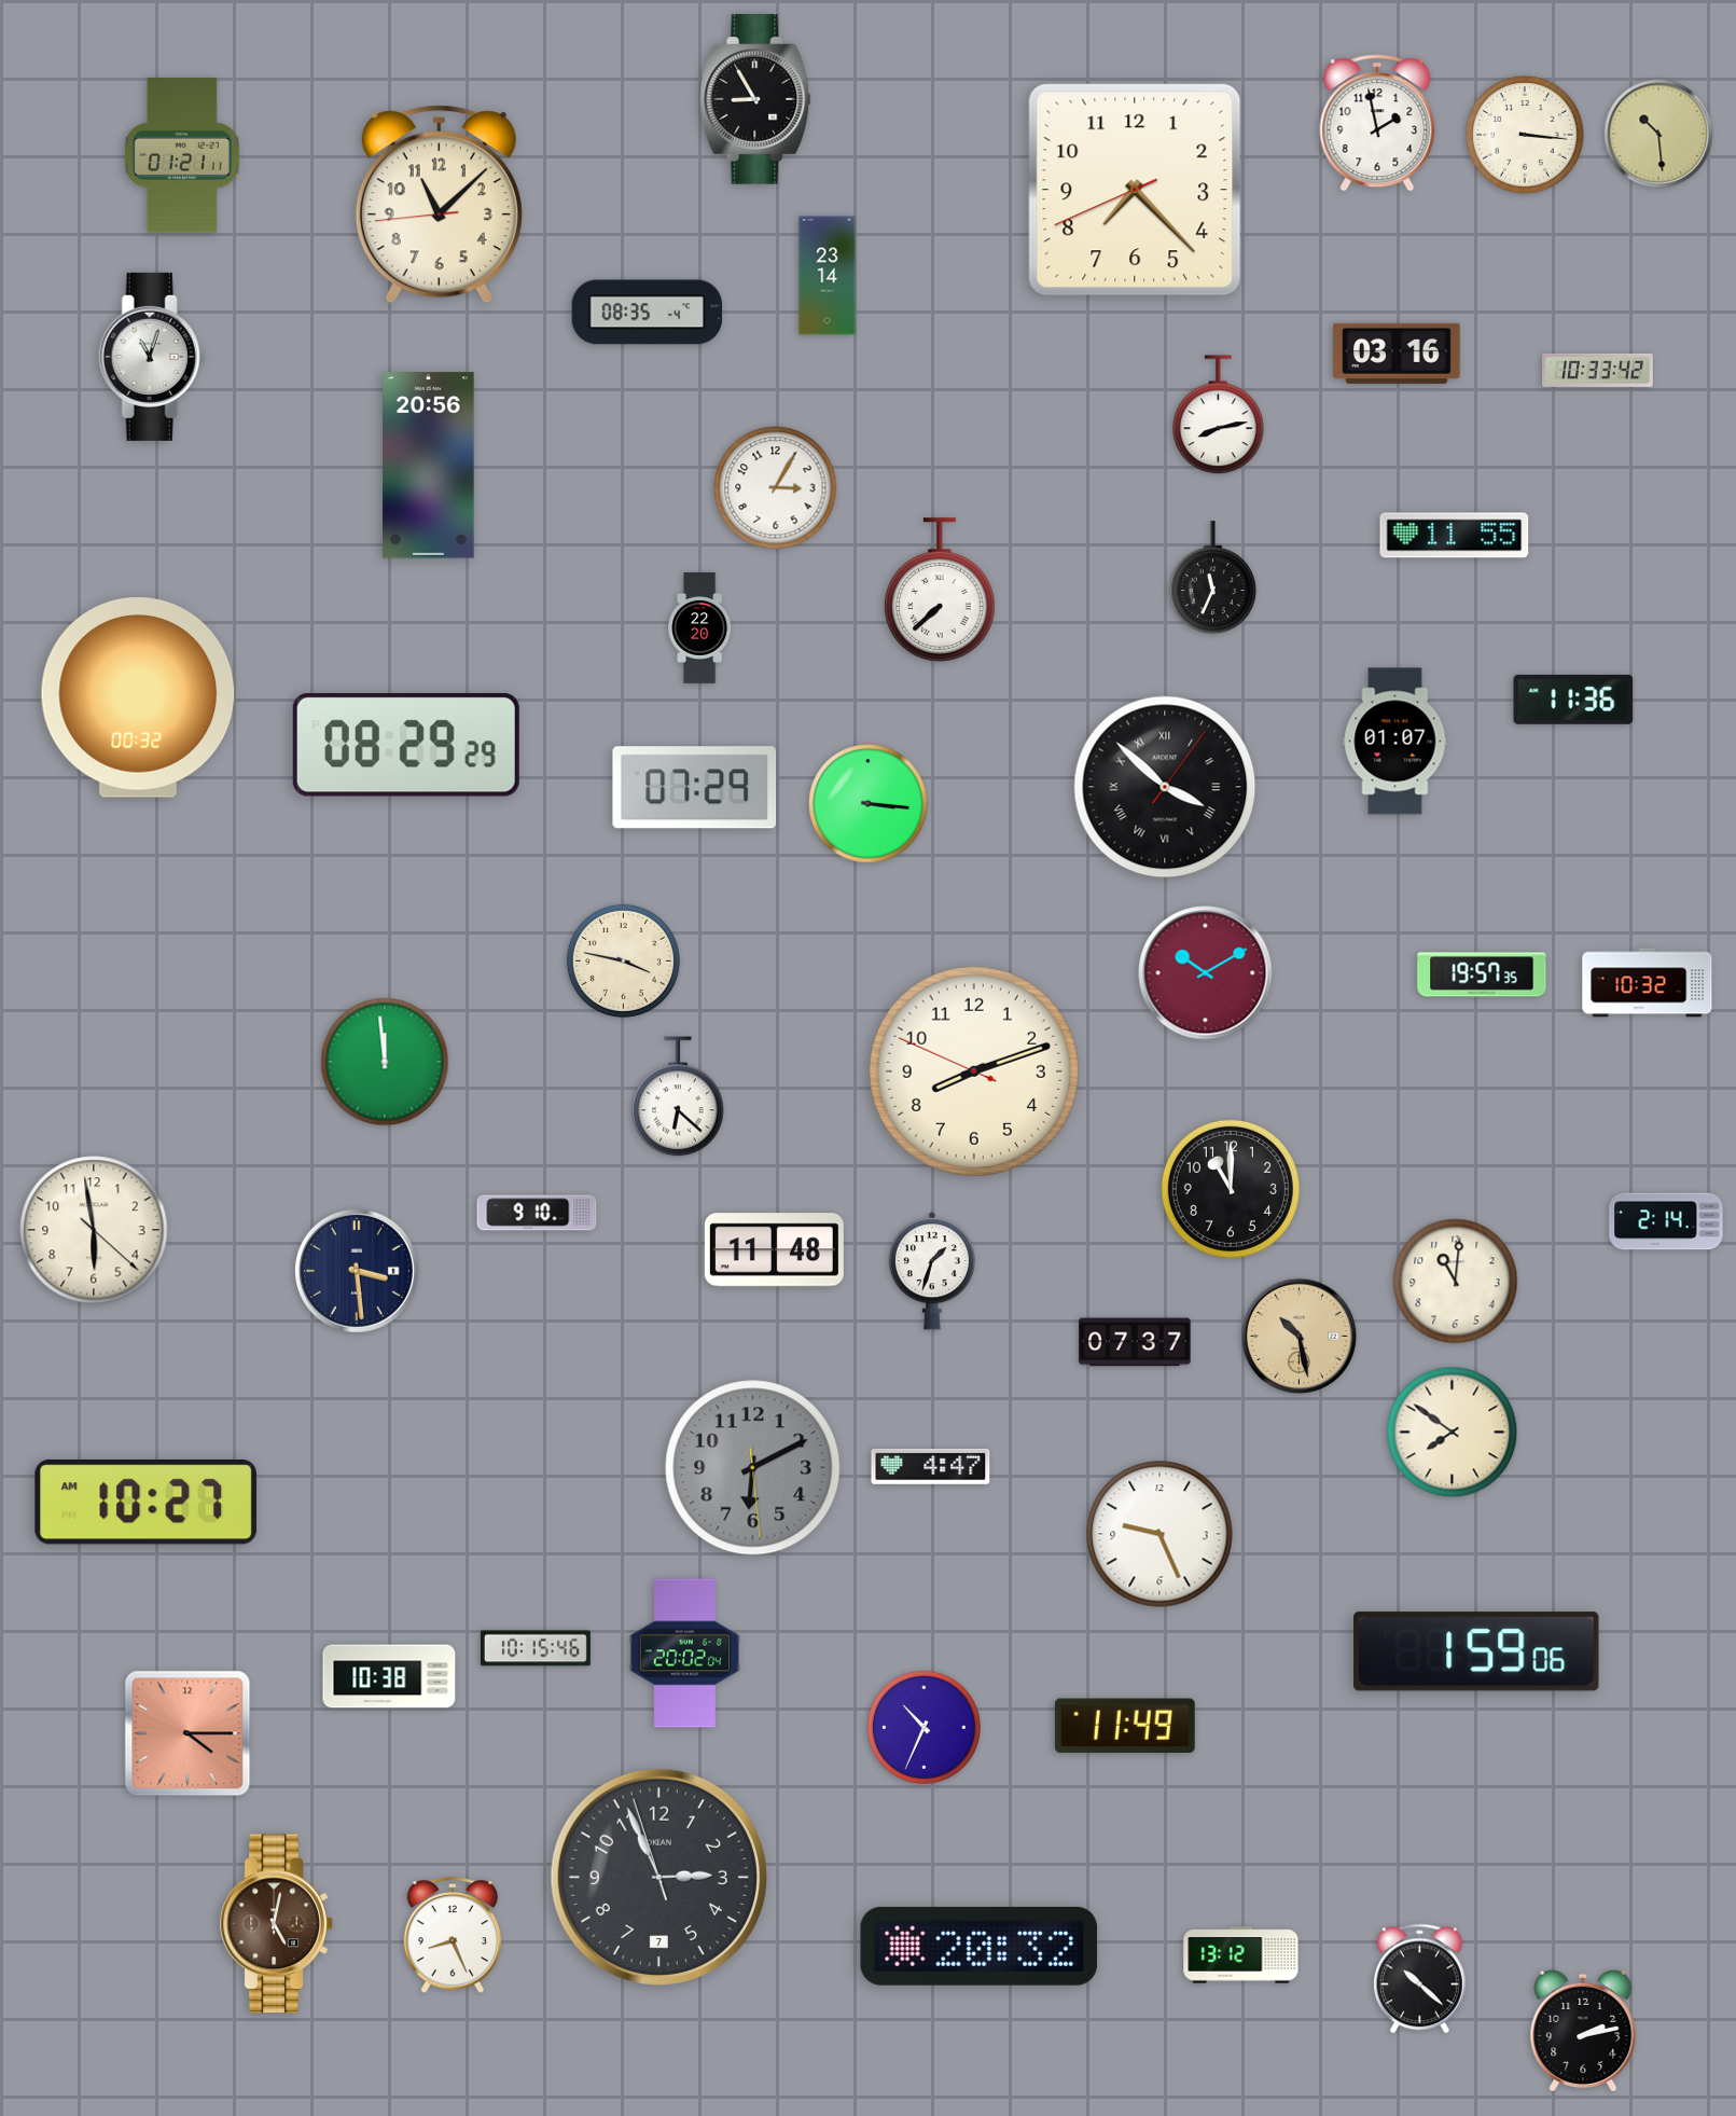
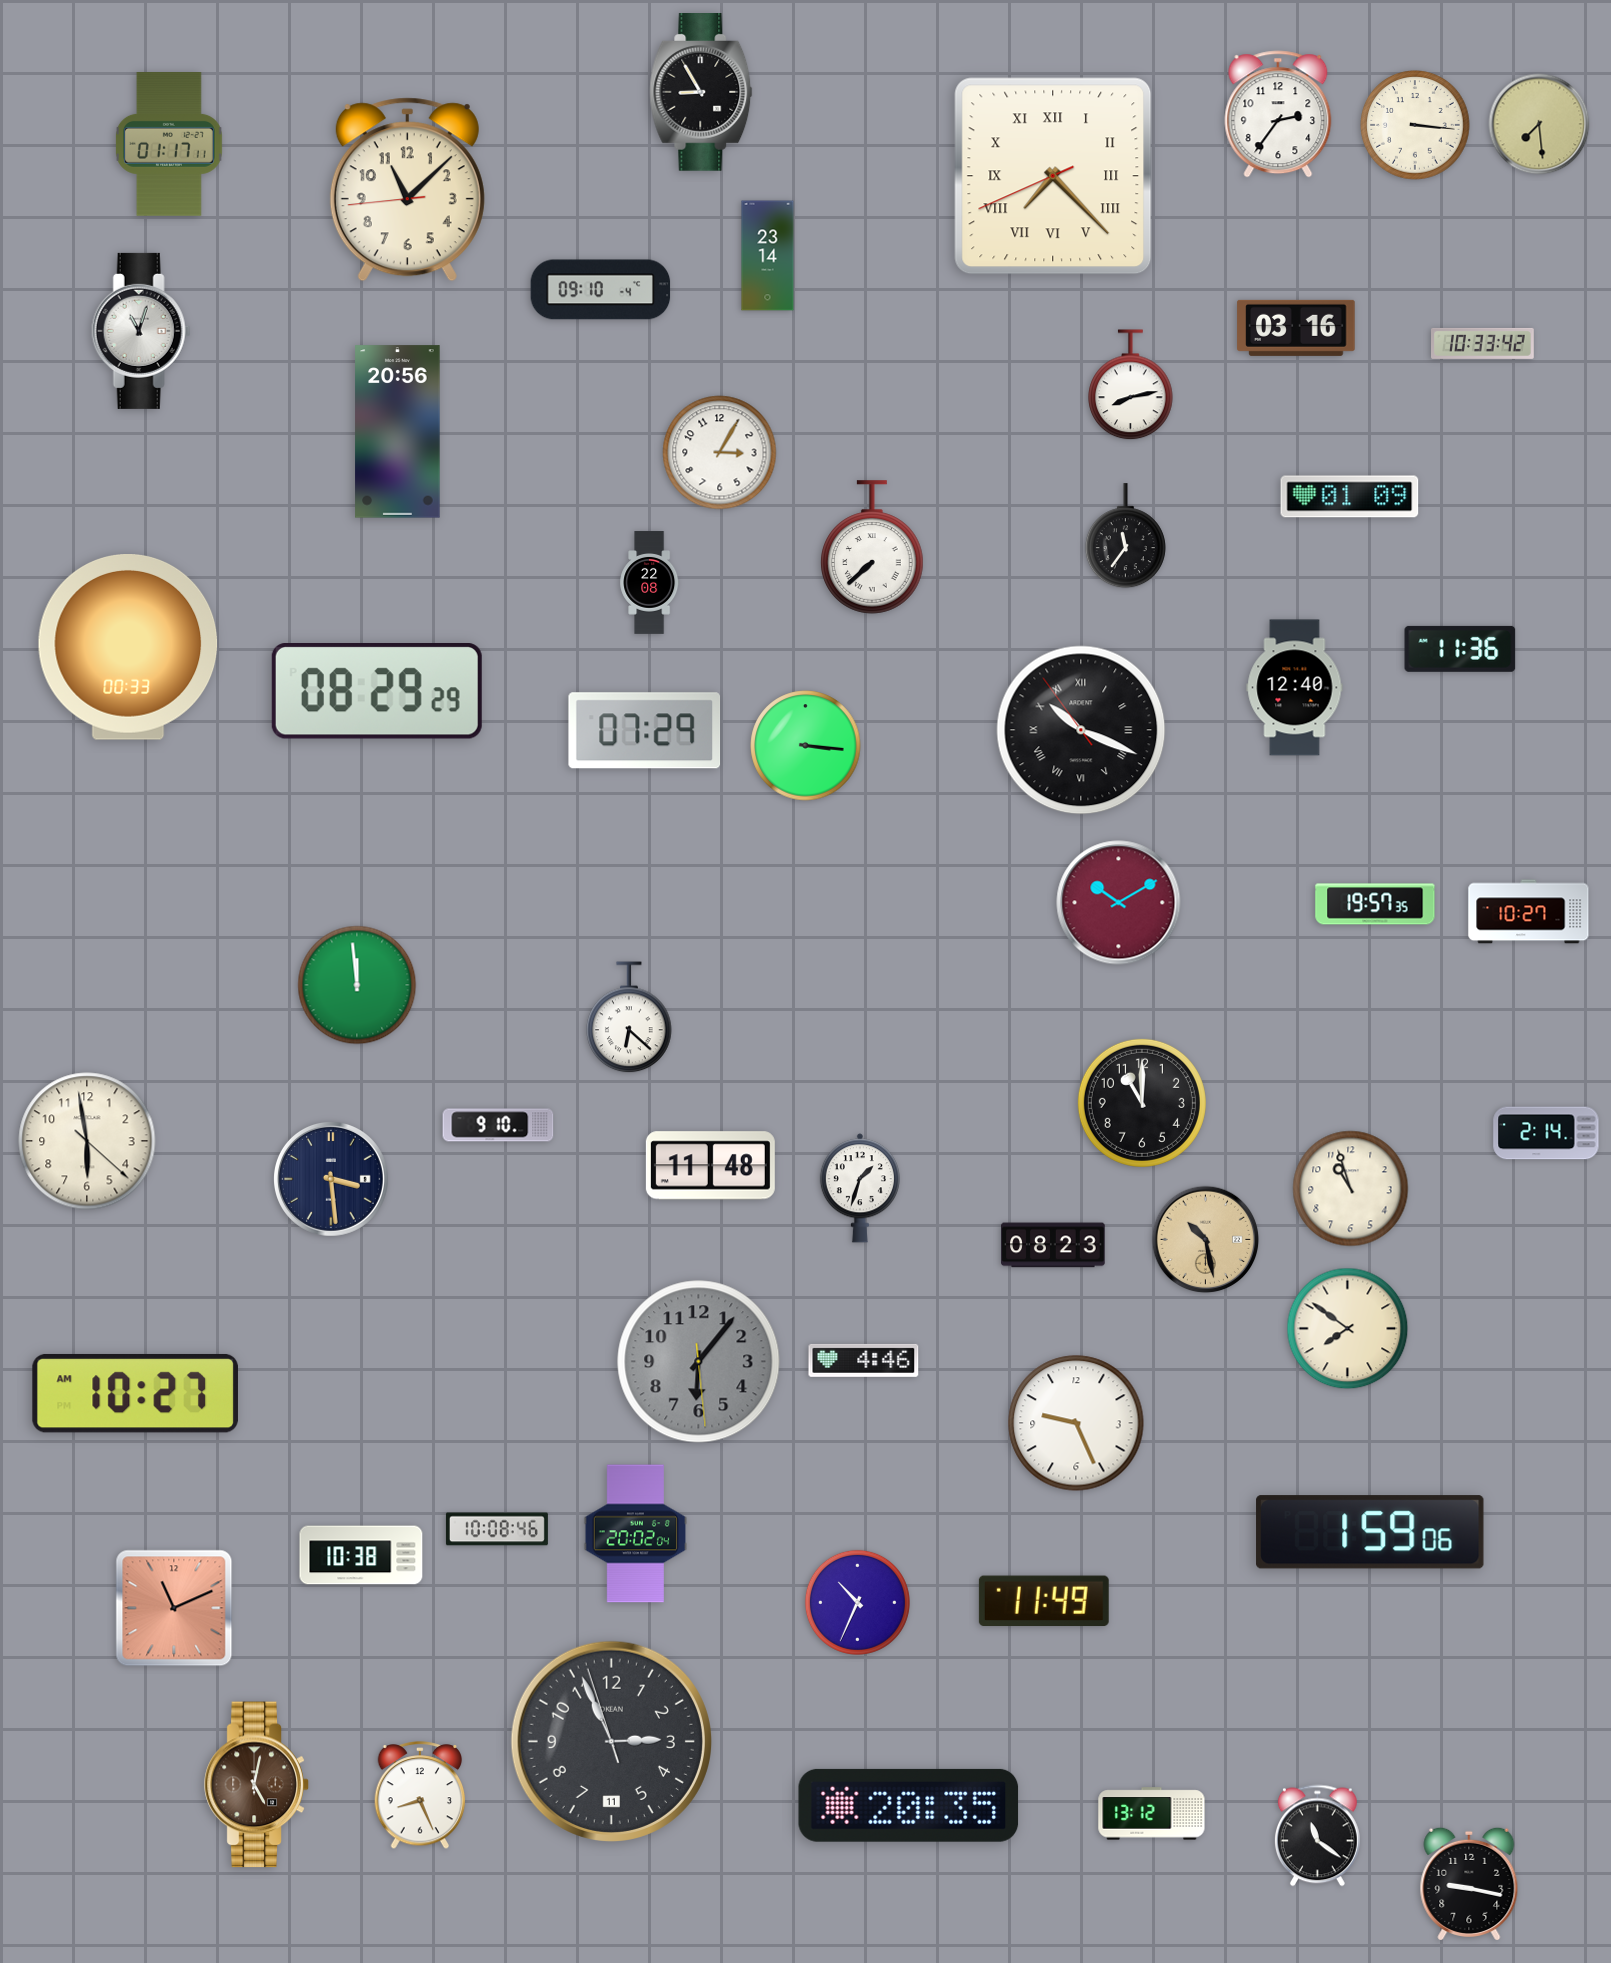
clock at (1377, 123): 1:58 -> 2:36
clock at (1658, 134): 10:29 -> 7:29
clock at (182, 156): 01:21 -> 01:17
clock at (1135, 190) numerals: Arabic -> Roman
clock at (648, 313): 08:35 -> 09:10
clock at (1455, 536): 11:55 -> 01:09
clock at (1212, 578): 11:34 -> 11:36
clock at (700, 628): 22:20 -> 22:08
clock at (138, 699): 00:32 -> 00:33
clock at (1395, 742): 01:07 -> 12:40
clock at (1165, 787): 3:52 -> 10:18
clock at (623, 960): 3:47 -> none
clock at (1648, 983): 10:32 -> 10:27
clock at (974, 1071): 8:11 -> none
clock at (774, 1250) position: (774, 1250) -> (710, 1166)
clock at (932, 1271) position: (932, 1271) -> (860, 1188)
clock at (1456, 1282): 11:01 -> 10:57
clock at (1135, 1342): 07:37 -> 08:23
clock at (931, 1466): 4:47 -> 4:46
clock at (753, 1468): 6:10 -> 6:06
clock at (536, 1648): 10:15 -> 10:08
clock at (188, 1733): 4:15 -> 11:11
clock at (658, 1877) date: 7 -> 11
clock at (980, 1946): 20:32 -> 20:35
clock at (1419, 1979): 10:22 -> 11:21
clock at (1583, 2031): 2:13 -> 9:17
